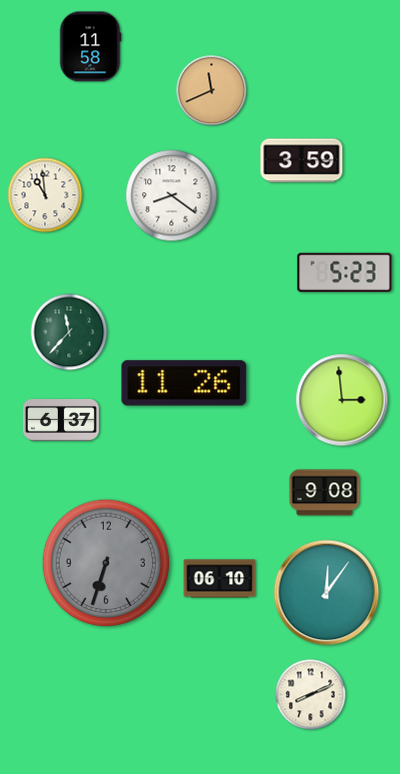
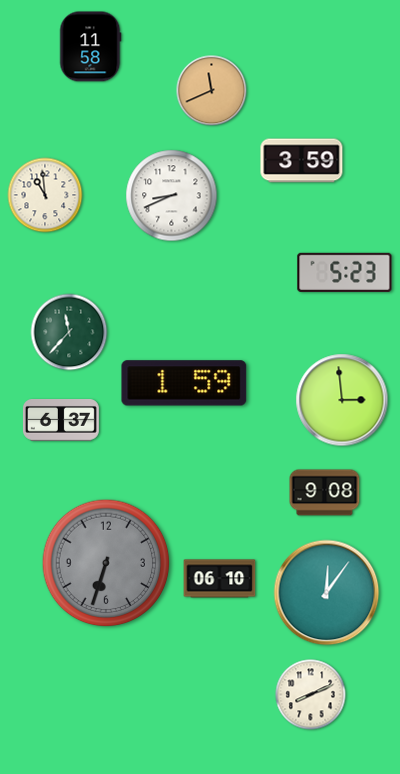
clock at (172, 196): 8:21 -> 8:41
clock at (184, 383): 11:26 -> 1:59
